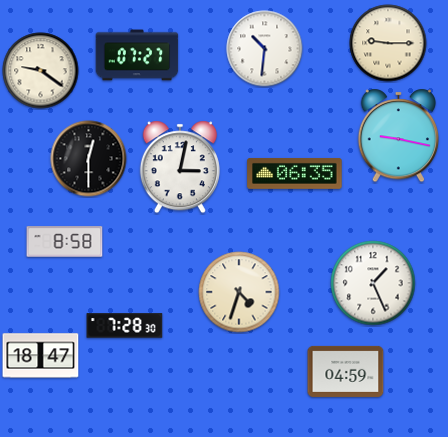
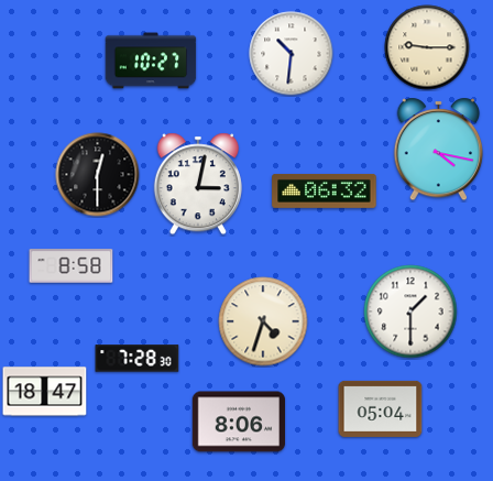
clock at (137, 55): 07:27 -> 10:27
clock at (41, 71): 9:21 -> none
clock at (399, 136): 9:17 -> 4:17
clock at (295, 173): 06:35 -> 06:32
clock at (373, 283): 1:26 -> 1:30
clock at (346, 371): 04:59 -> 05:04
clock at (239, 422): none -> 8:06
